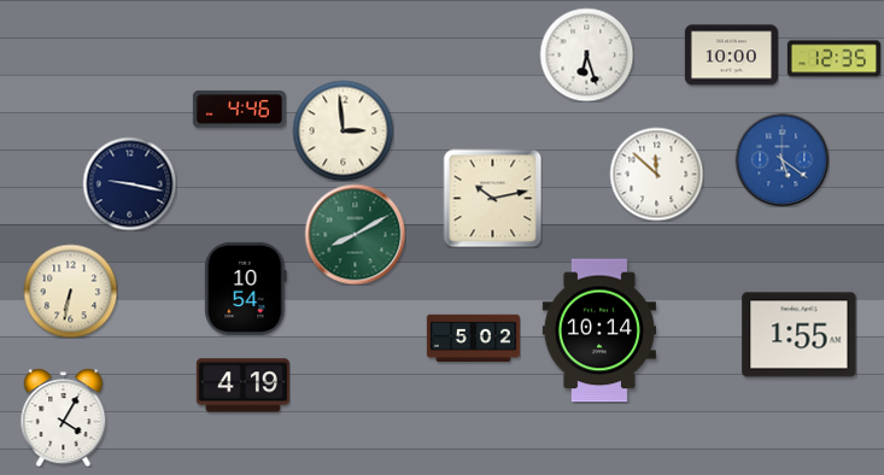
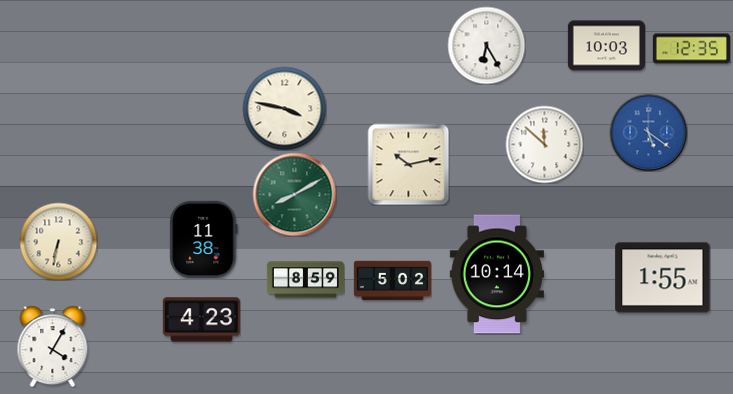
clock at (586, 54): 6:27 -> 6:25
clock at (731, 55): 10:00 -> 10:03
clock at (239, 110): 4:46 -> none
clock at (343, 130): 2:59 -> 3:47
clock at (129, 183): 9:17 -> none
clock at (246, 288): 10:54 -> 11:38
clock at (305, 280): none -> 8:59
clock at (242, 386): 4:19 -> 4:23
